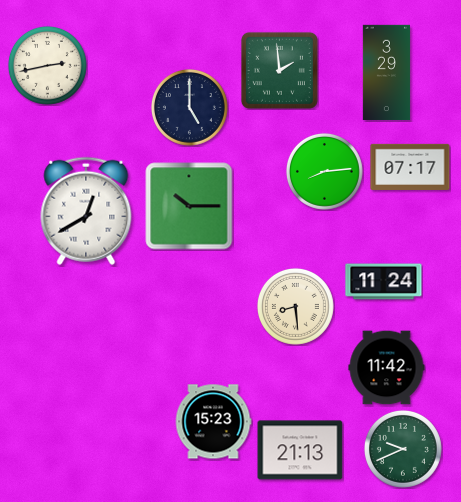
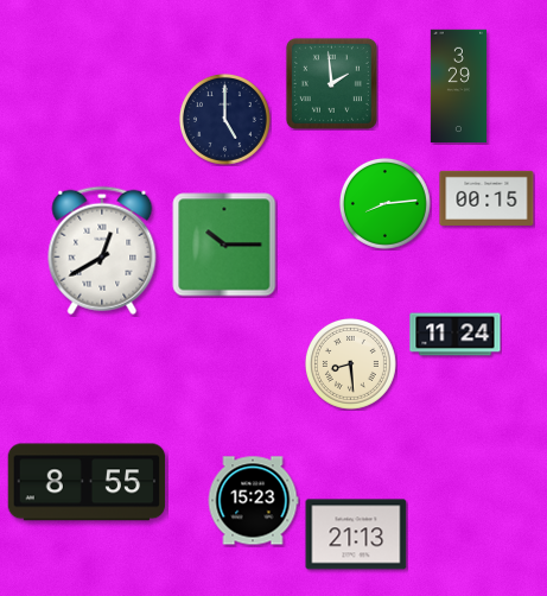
clock at (47, 65): 2:43 -> none
clock at (189, 107) position: (189, 107) -> (224, 119)
clock at (410, 167): 07:17 -> 00:15
clock at (387, 368): 11:42 -> none
clock at (87, 482): none -> 8:55
clock at (403, 449): 9:41 -> none
